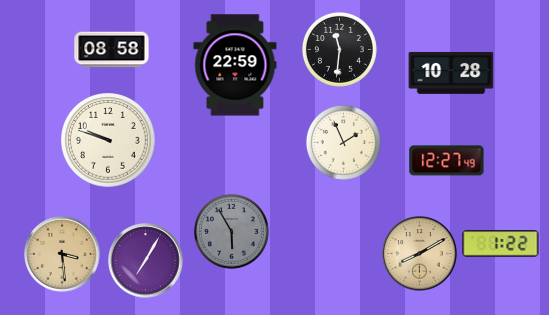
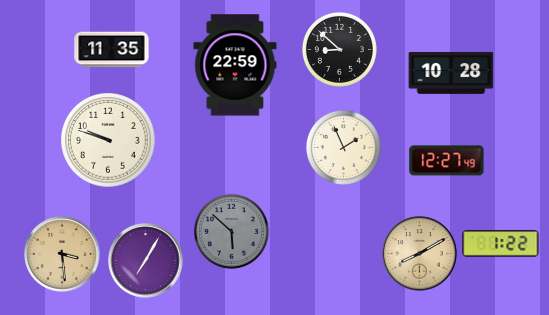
clock at (339, 49): 11:31 -> 8:52
clock at (112, 50): 08:58 -> 11:35
clock at (343, 142) position: (343, 142) -> (343, 147)
clock at (231, 231): 5:55 -> 5:52
